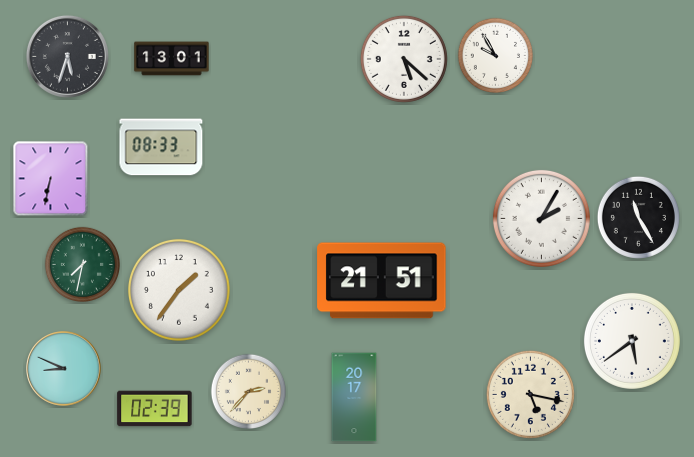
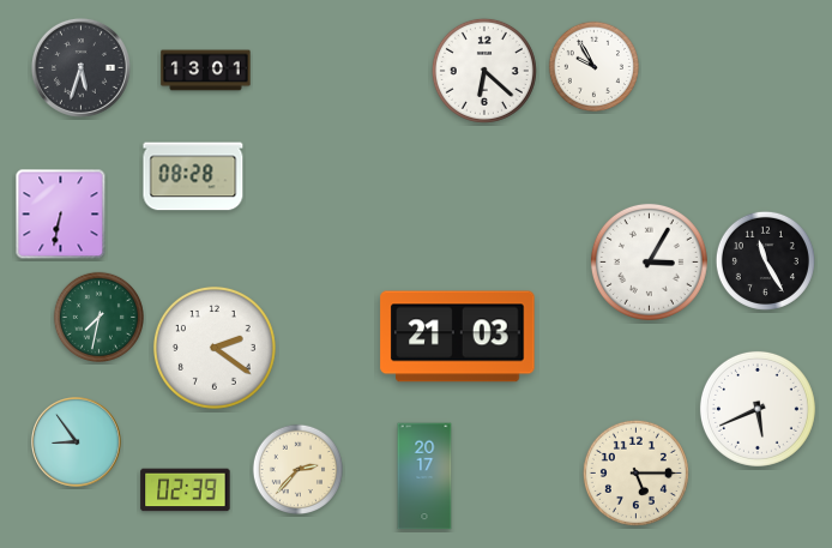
clock at (404, 59): 5:22 -> 6:22
clock at (161, 147): 08:33 -> 08:28
clock at (541, 218): 2:05 -> 3:05
clock at (382, 281): 21:51 -> 21:03
clock at (179, 290): 1:36 -> 2:21
clock at (632, 341): 5:39 -> 5:41
clock at (64, 369): 8:49 -> 8:54
clock at (530, 394): 5:17 -> 5:15
